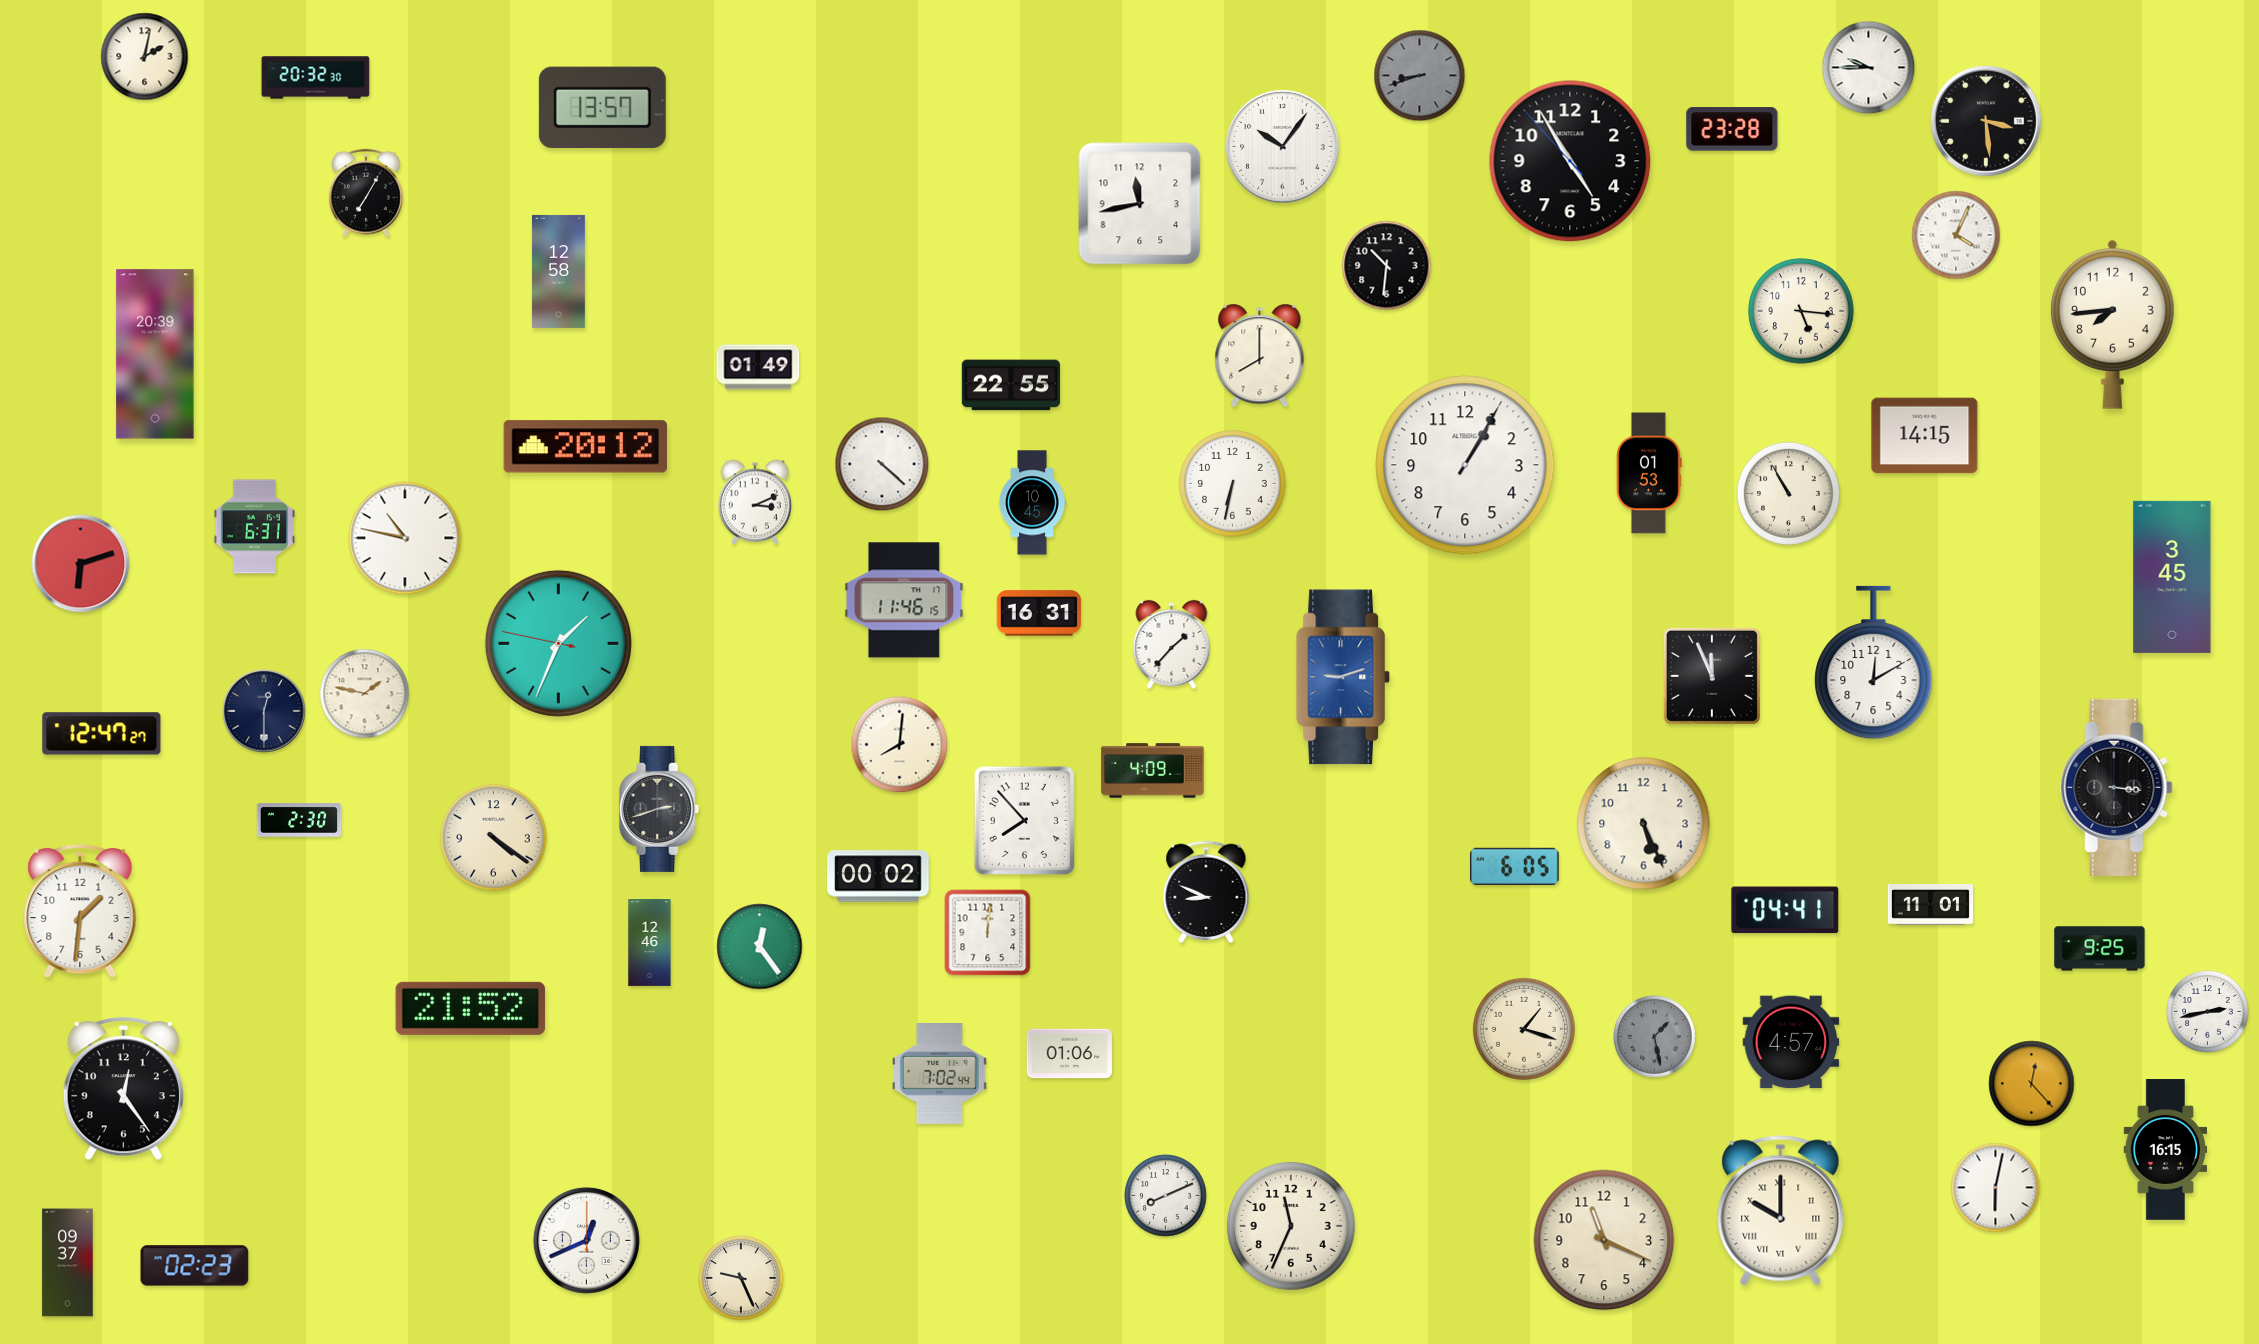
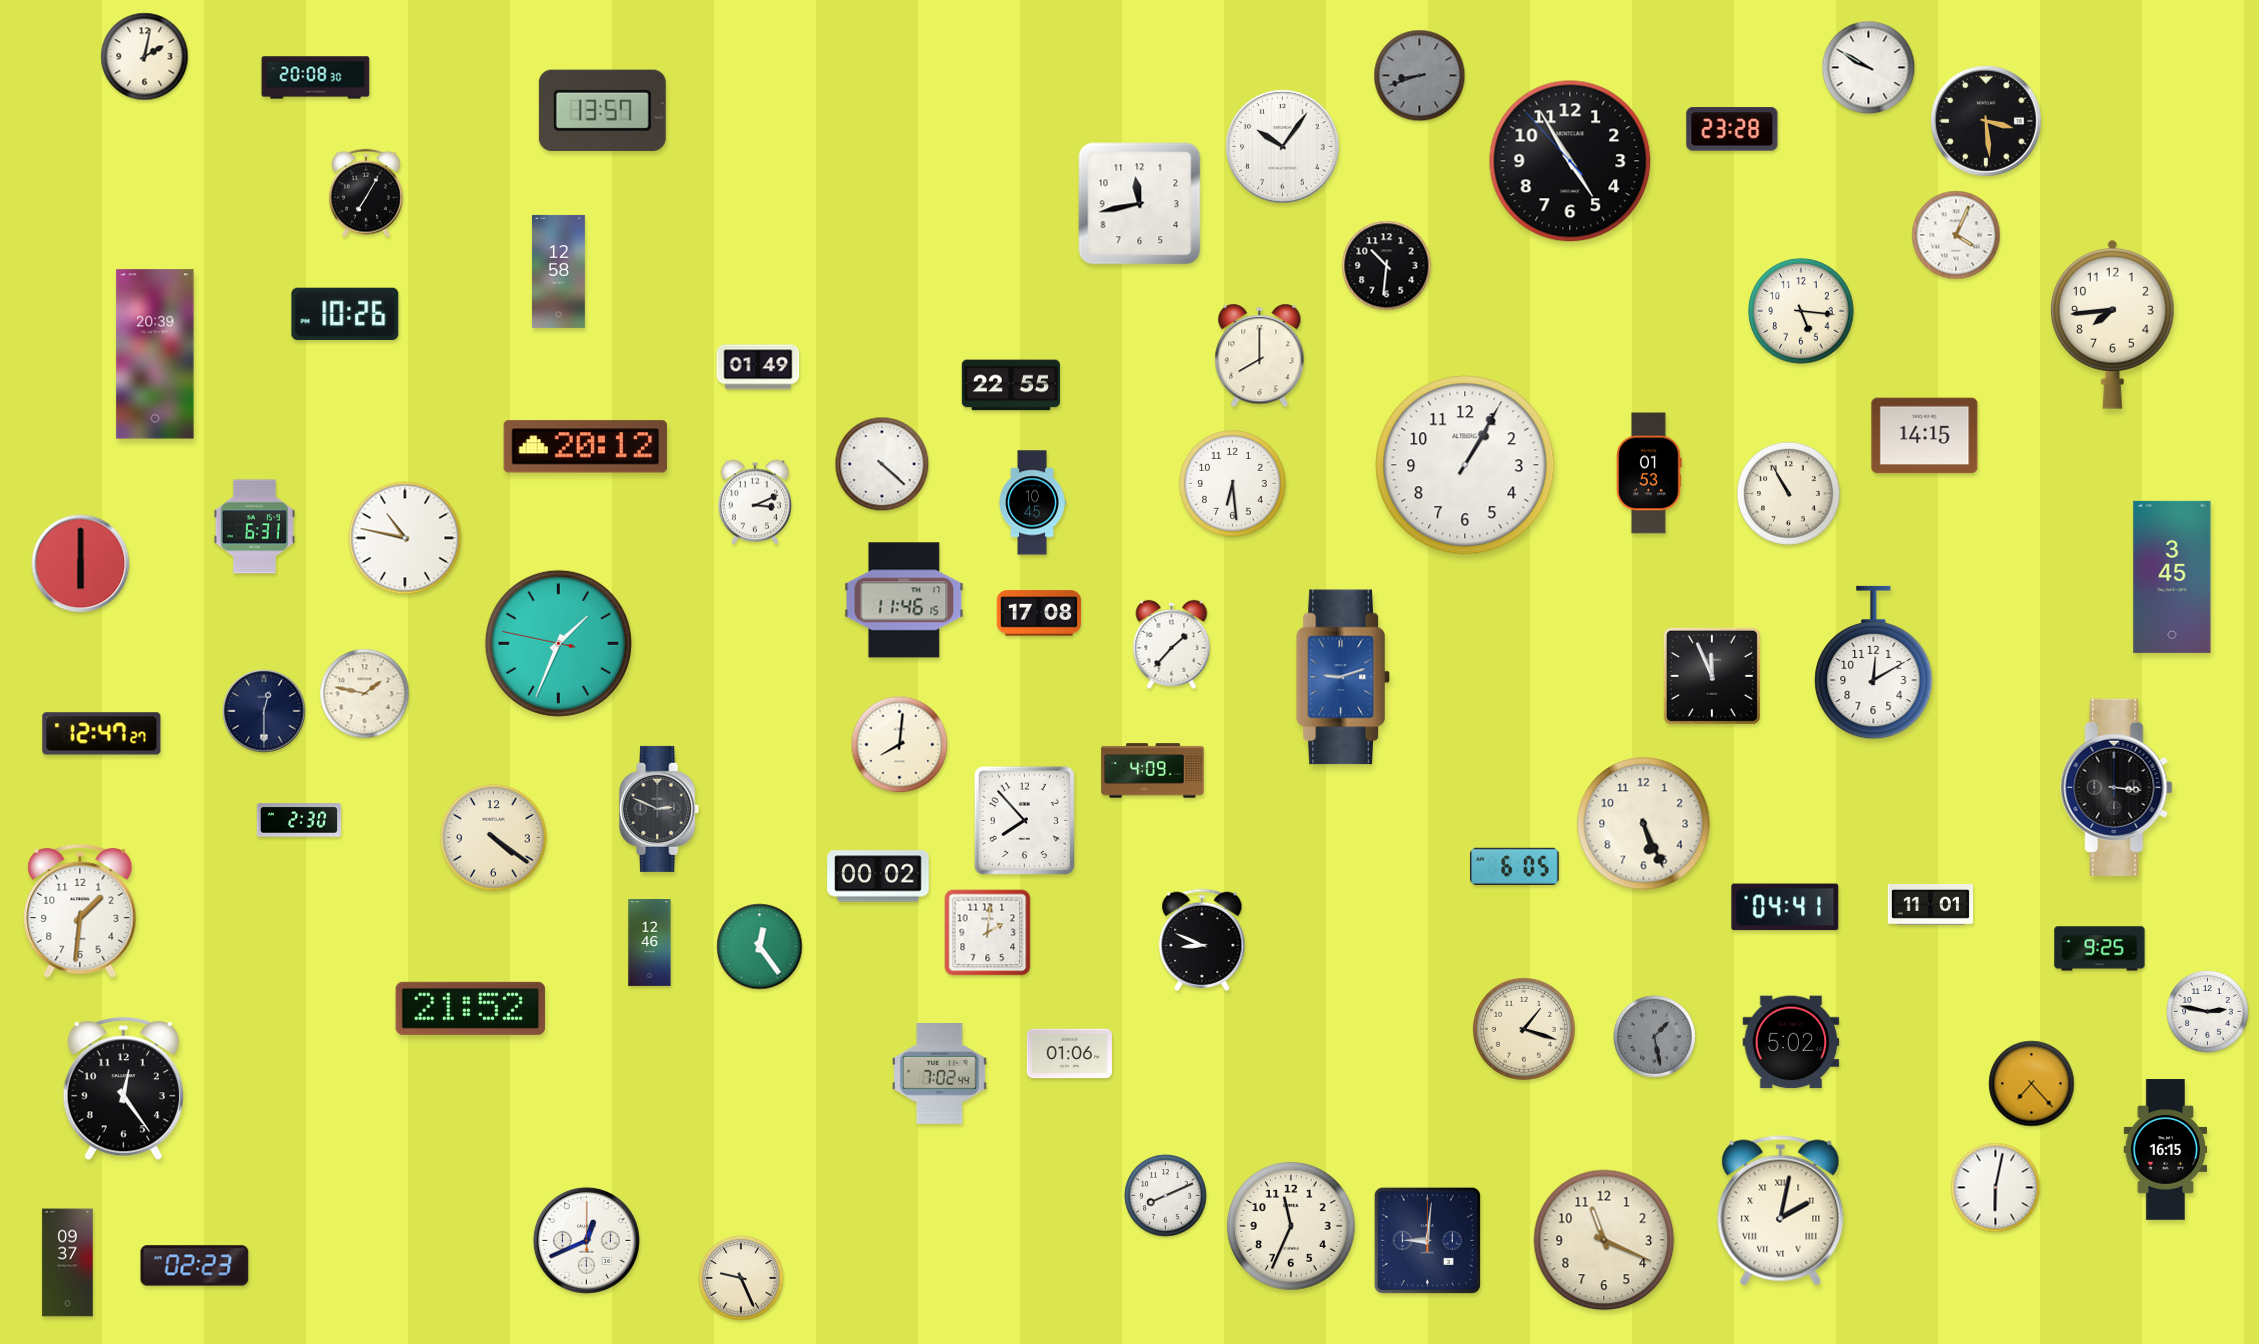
clock at (1869, 68): 9:45 -> 9:50
clock at (316, 78): 20:32 -> 20:08
clock at (602, 107) position: (602, 107) -> (602, 110)
clock at (345, 313): none -> 10:26
clock at (1233, 484): 6:32 -> 6:29
clock at (81, 564): 6:12 -> 6:00
clock at (1039, 613): 16:31 -> 17:08
clock at (660, 809): 2:42 -> 2:49
clock at (1206, 892) position: (1206, 892) -> (1202, 940)
clock at (1785, 910) position: (1785, 910) -> (1785, 907)
clock at (988, 933): 12:01 -> 2:01
clock at (2208, 1012): 2:43 -> 2:47
clock at (1791, 1042): 4:57 -> 5:02
clock at (2032, 1084): 12:23 -> 7:23
clock at (1781, 1211): 10:00 -> 2:02
clock at (1427, 1240): none -> 9:01
